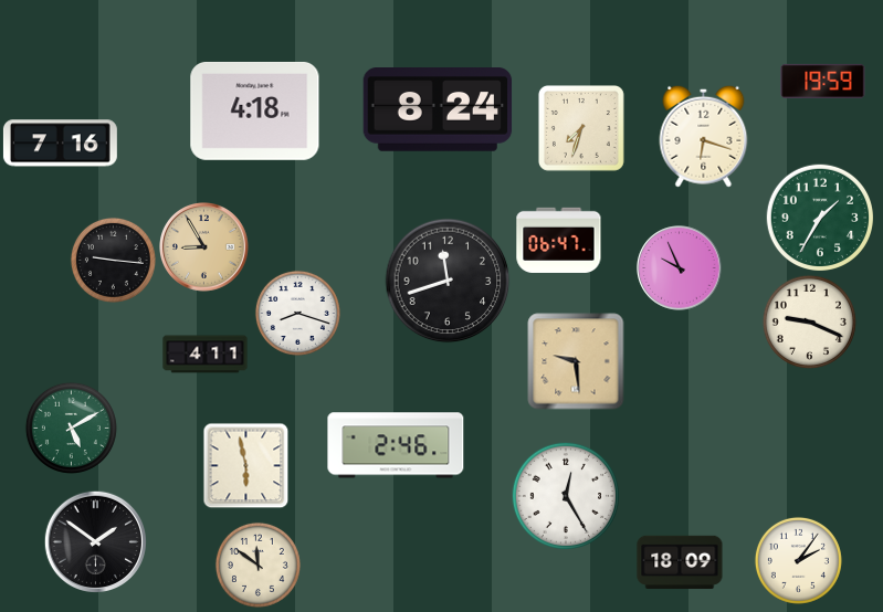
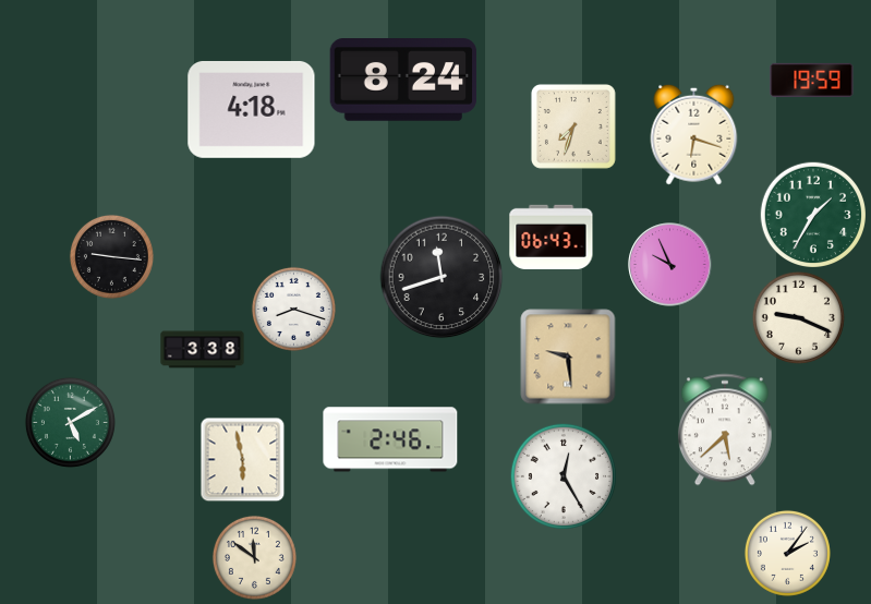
clock at (438, 110) position: (438, 110) -> (403, 81)
clock at (60, 144): 7:16 -> none
clock at (819, 217) position: (819, 217) -> (812, 214)
clock at (559, 240): 06:47 -> 06:43
clock at (204, 247): 8:55 -> none
clock at (206, 355): 4:11 -> 3:38
clock at (725, 430): none -> 5:38
clock at (565, 495) position: (565, 495) -> (562, 475)
clock at (95, 541): 1:51 -> none
clock at (680, 562): 18:09 -> none
